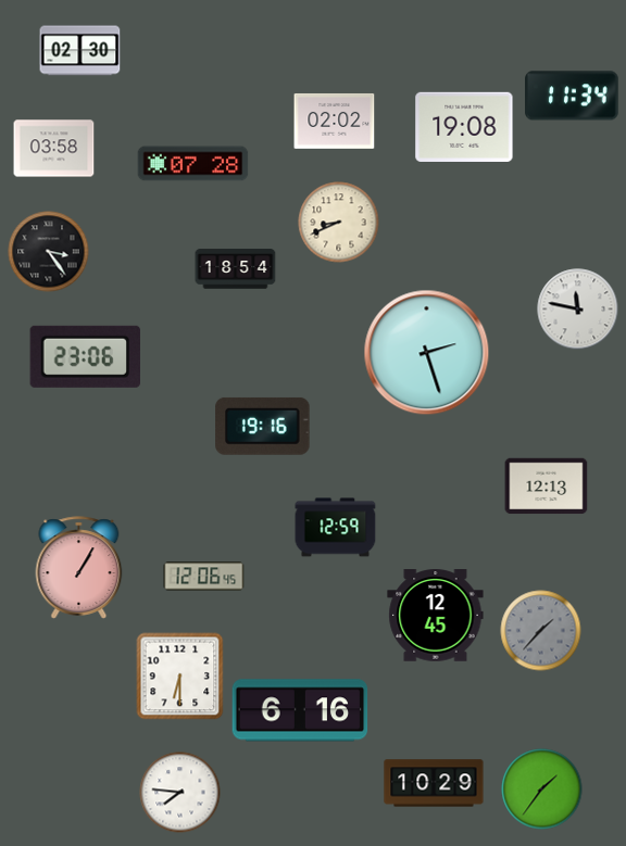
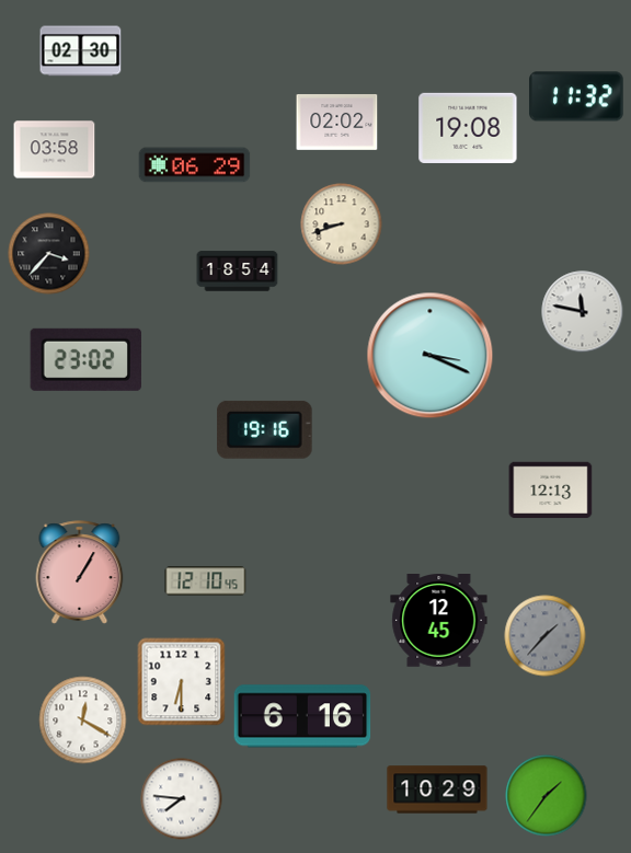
clock at (572, 96): 11:34 -> 11:32
clock at (193, 164): 07:28 -> 06:29
clock at (339, 223): 8:41 -> 8:42
clock at (49, 252): 3:24 -> 3:37
clock at (427, 353): 2:27 -> 3:19
clock at (85, 356): 23:06 -> 23:02
clock at (336, 528): 12:59 -> none
clock at (204, 577): 12:06 -> 12:10
clock at (83, 721): none -> 12:20
